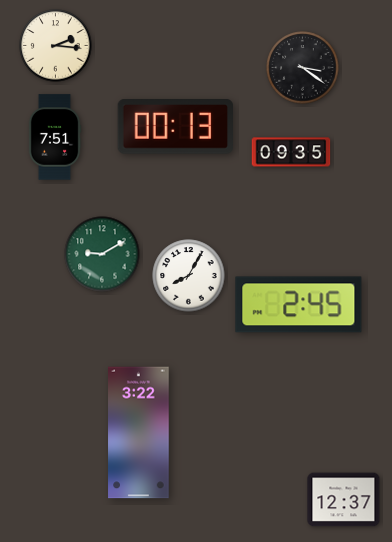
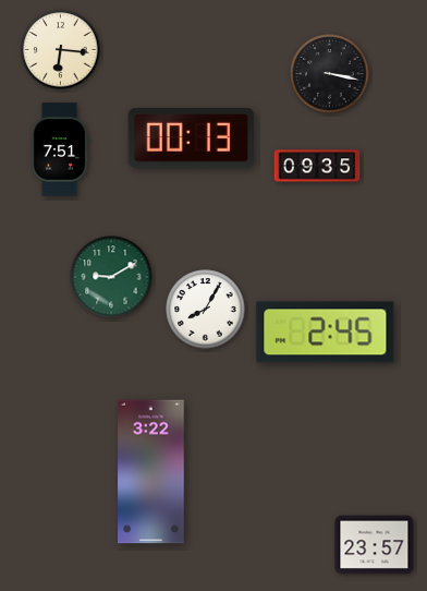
clock at (56, 46): 2:16 -> 6:16
clock at (303, 68): 3:21 -> 3:17
clock at (189, 276) position: (189, 276) -> (206, 310)
clock at (344, 500): 12:37 -> 23:57
